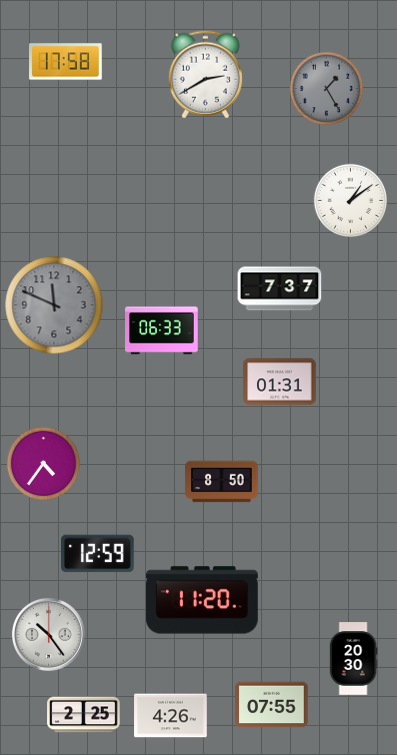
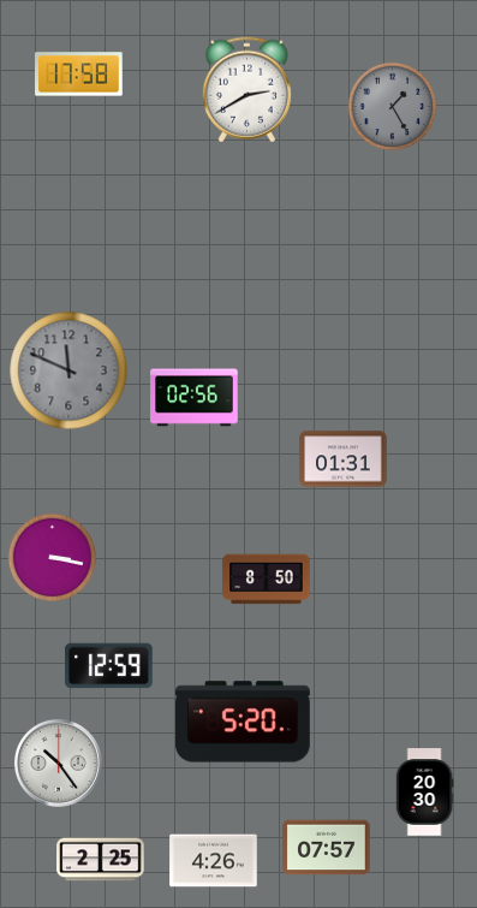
clock at (351, 201): 1:09 -> none
clock at (280, 289): 7:37 -> none
clock at (54, 305) position: (54, 305) -> (68, 370)
clock at (162, 331): 06:33 -> 02:56
clock at (280, 382) position: (280, 382) -> (344, 459)
clock at (44, 464): 4:36 -> 3:17
clock at (98, 554) position: (98, 554) -> (109, 666)
clock at (202, 600): 11:20 -> 5:20
clock at (272, 705): 07:55 -> 07:57
clock at (171, 716) position: (171, 716) -> (214, 861)
